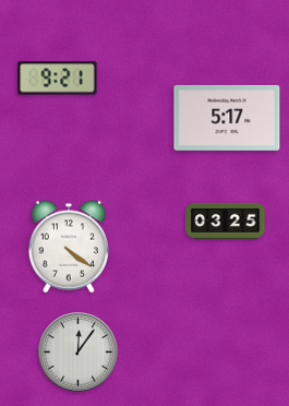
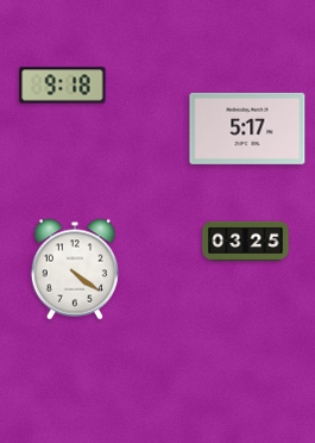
clock at (58, 79): 9:21 -> 9:18
clock at (79, 353): 12:06 -> none
